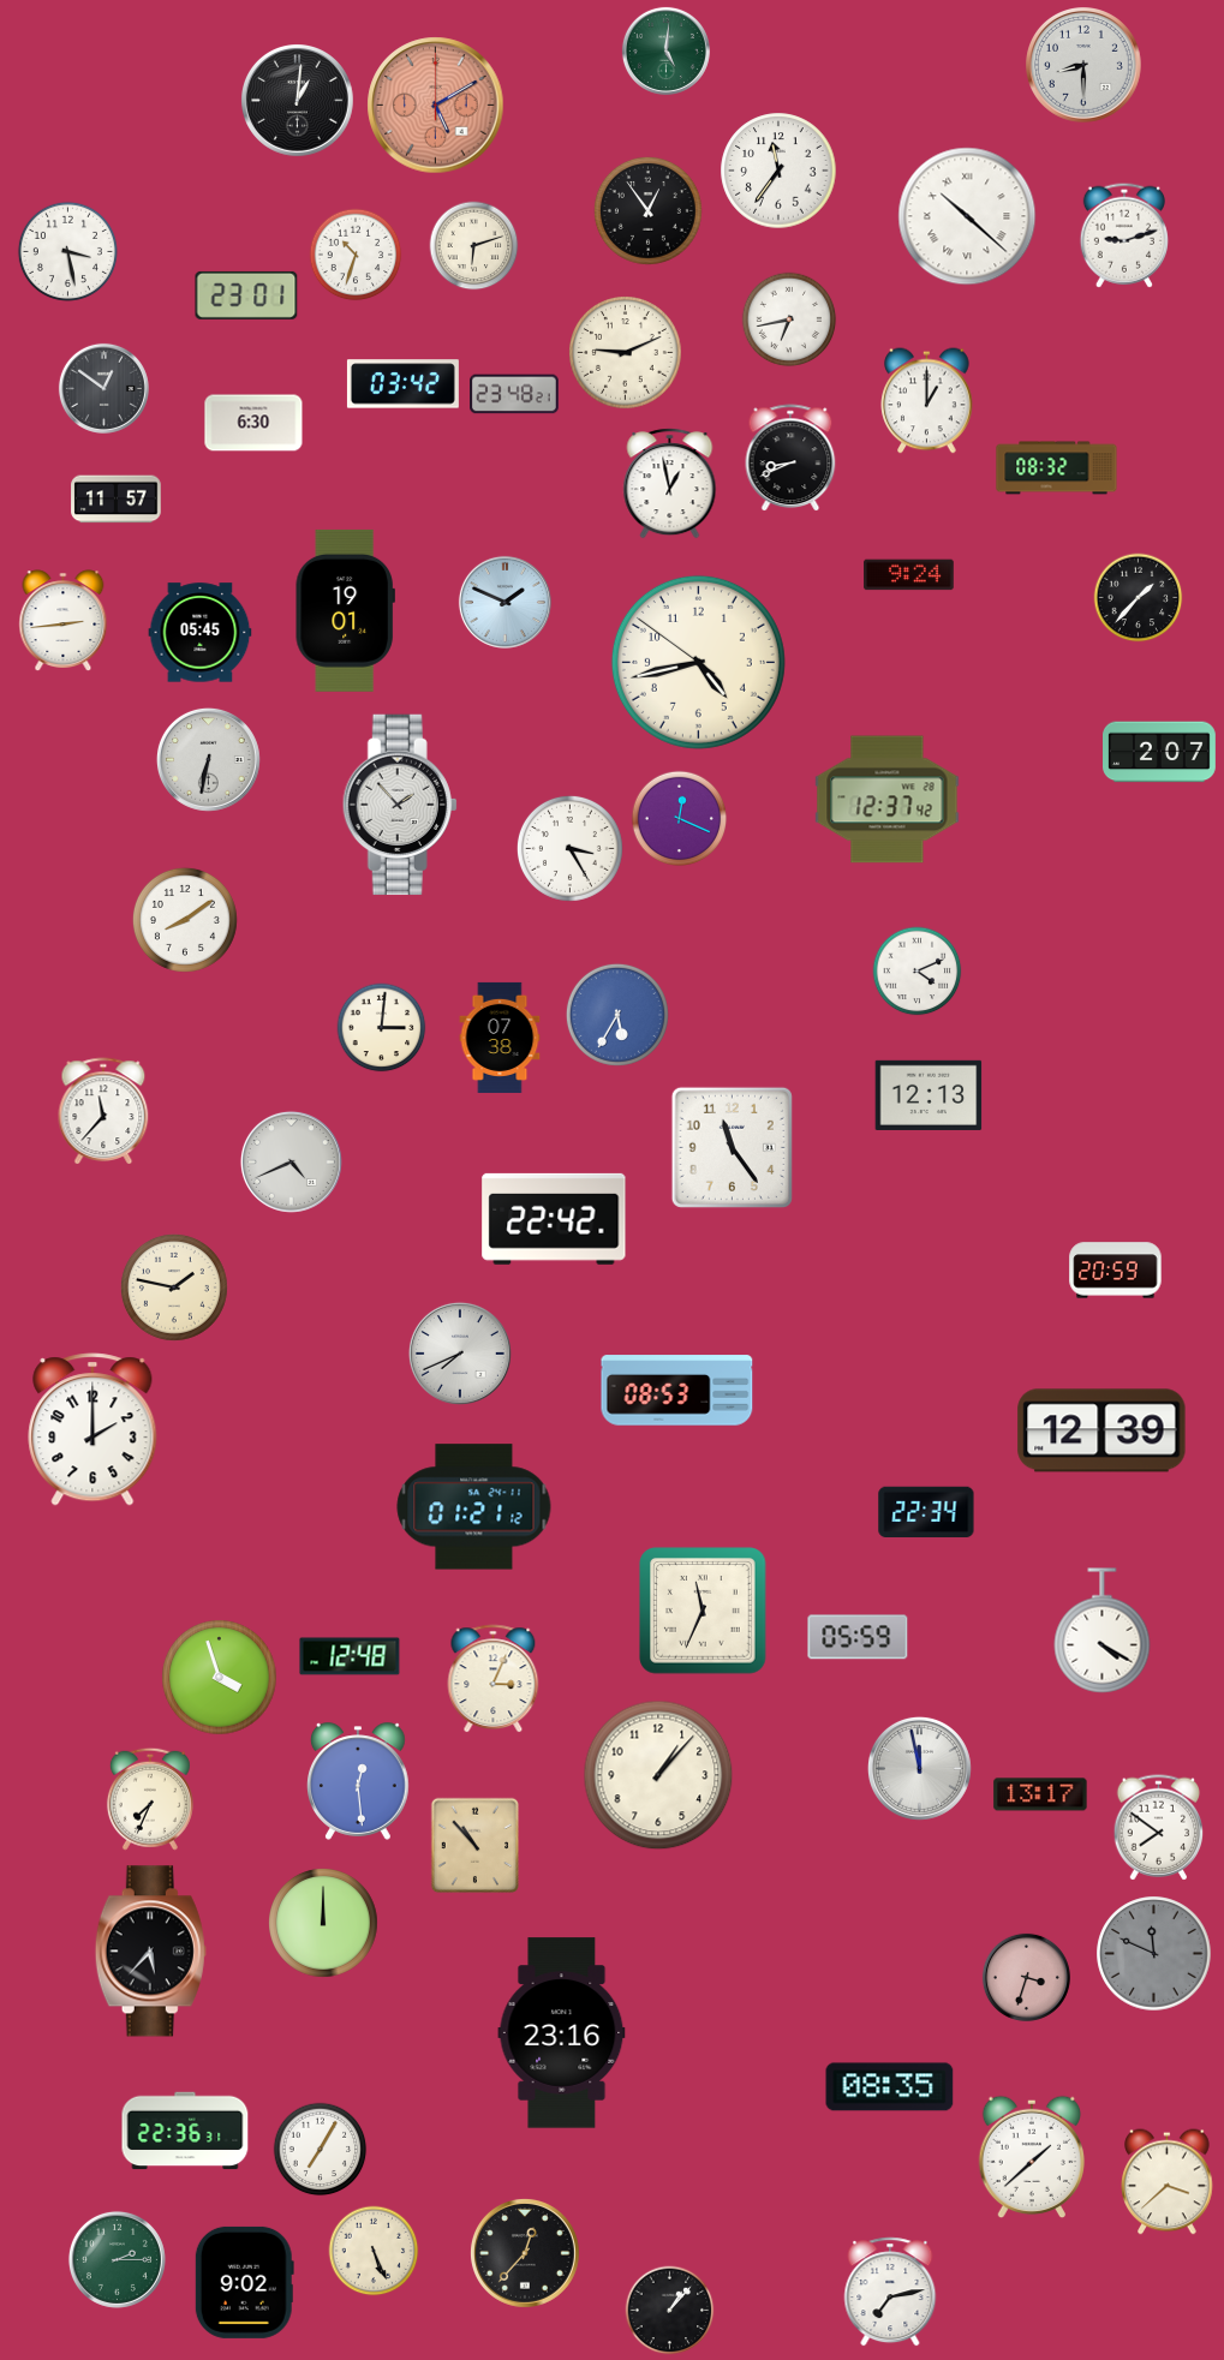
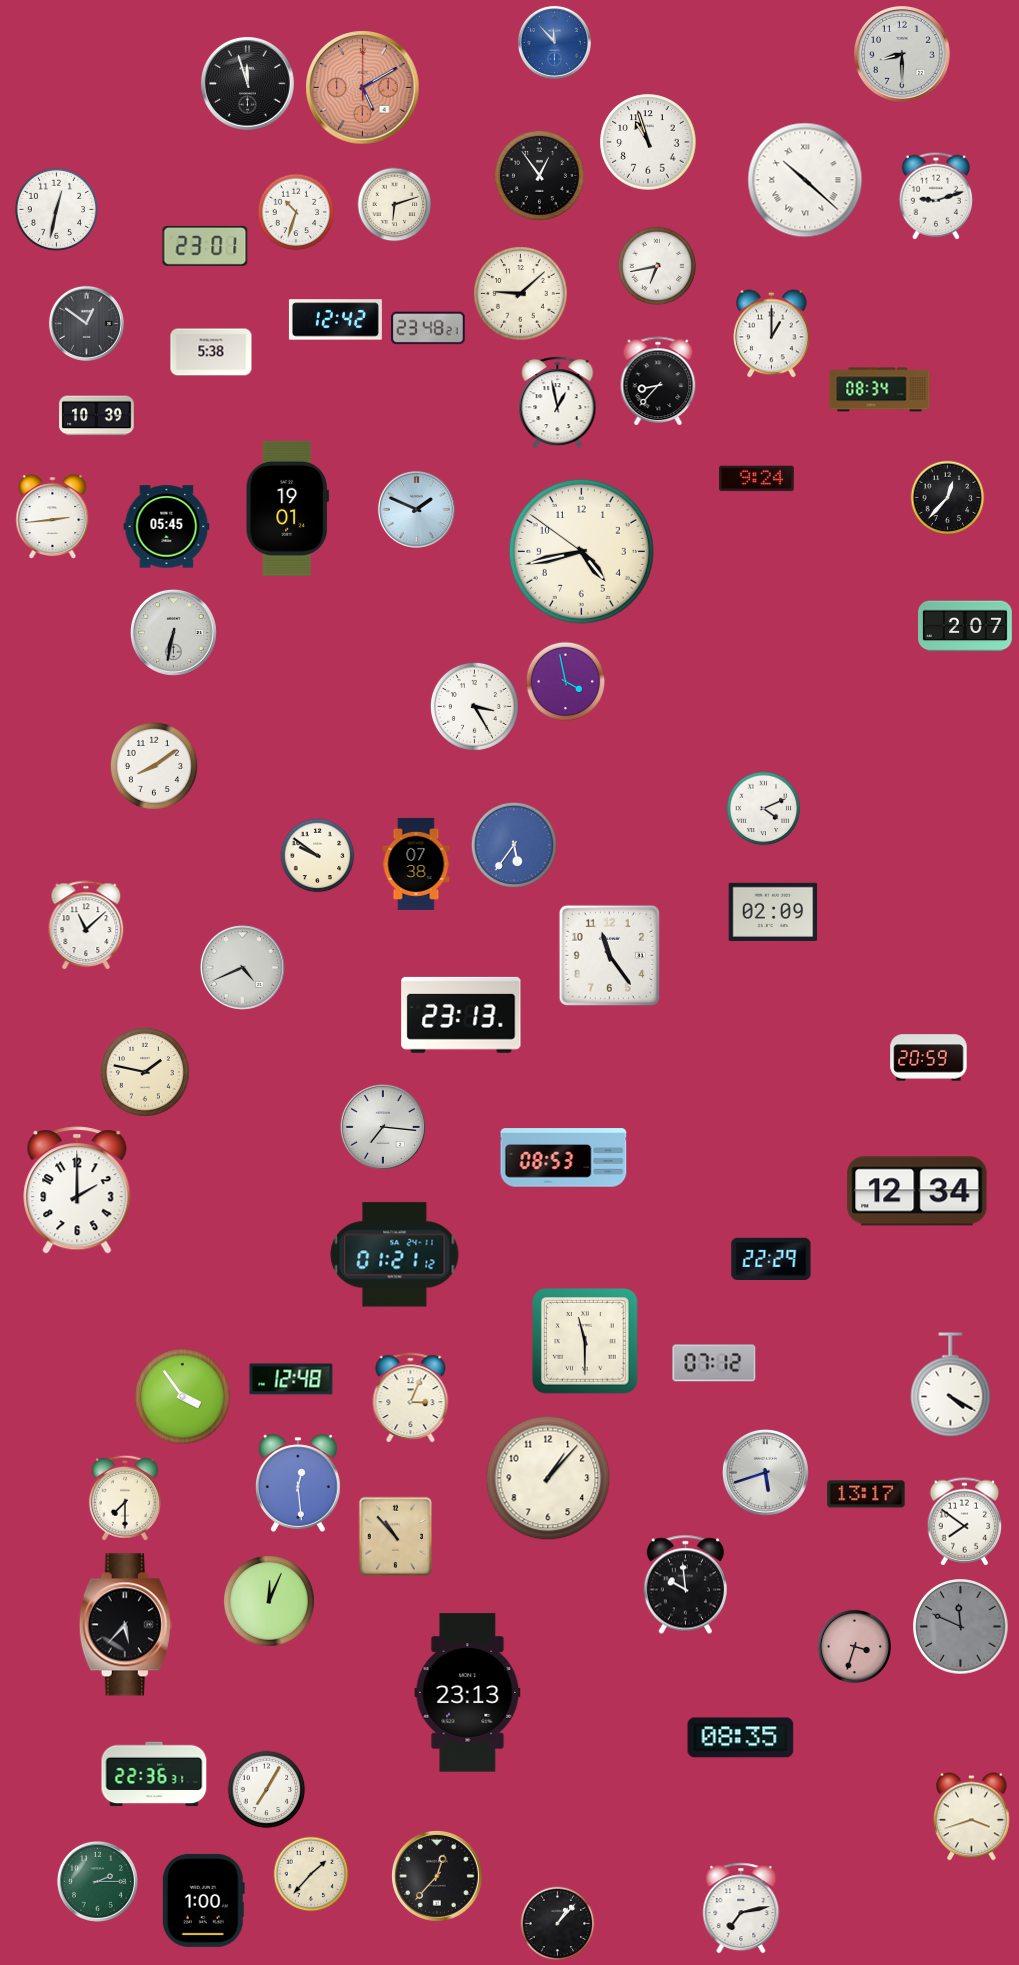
clock at (665, 50): 5:01 -> 11:53
clock at (665, 50) dial: green -> blue
clock at (298, 101): 1:01 -> 11:57
clock at (778, 171): 11:36 -> 10:57
clock at (67, 251): 3:28 -> 12:32
clock at (626, 353): 9:11 -> 9:08
clock at (402, 384): 03:42 -> 12:42
clock at (253, 423): 6:30 -> 5:38
clock at (790, 458): 8:41 -> 8:37
clock at (1057, 468): 08:32 -> 08:34
clock at (117, 500): 11:57 -> 10:39
clock at (1139, 598): 1:37 -> 12:37
clock at (504, 602) position: (504, 602) -> (416, 509)
clock at (888, 800): 12:37 -> none
clock at (400, 805): 1:53 -> none
clock at (680, 819): 12:19 -> 3:58
clock at (617, 1015): 5:35 -> 5:36
clock at (382, 1028): 3:01 -> 9:51
clock at (929, 1095): 12:13 -> 02:09
clock at (103, 1111): 11:37 -> 11:08
clock at (554, 1219): 22:42 -> 23:13
clock at (460, 1354): 7:41 -> 7:16
clock at (1101, 1430): 12:39 -> 12:34
clock at (926, 1512): 22:34 -> 22:29
clock at (703, 1611): 11:34 -> 11:30
clock at (1103, 1631) position: (1103, 1631) -> (951, 1385)
clock at (858, 1637): 05:59 -> 07:12
clock at (220, 1678): 3:57 -> 3:54
clock at (919, 1768): 11:58 -> 5:42
clock at (150, 1799): 7:34 -> 7:30
clock at (685, 1585): none -> 9:59
clock at (324, 1924): 12:00 -> 12:04
clock at (562, 2033): 23:16 -> 23:13
clock at (1032, 2157): 1:38 -> none
clock at (1168, 2182): 3:38 -> 3:42
clock at (374, 2251): 5:26 -> 1:37
clock at (244, 2282): 9:02 -> 1:00
